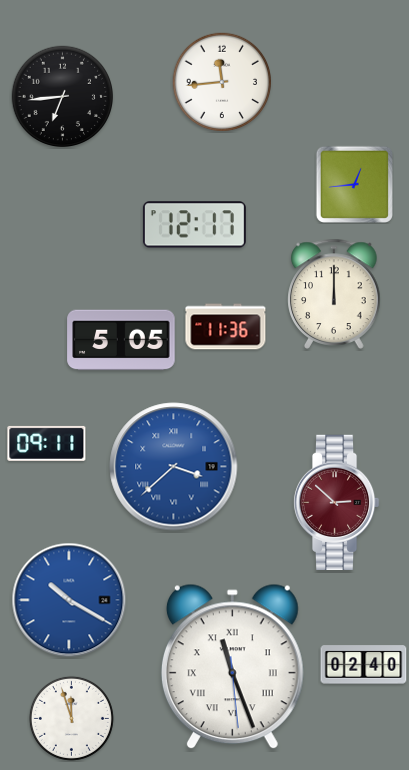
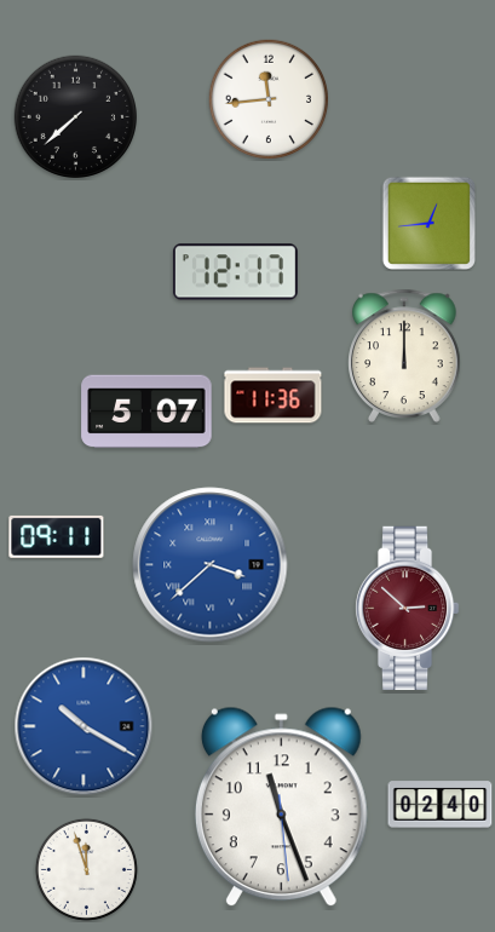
clock at (63, 97): 6:44 -> 7:38
clock at (121, 340): 5:05 -> 5:07
clock at (232, 667) numerals: Roman -> Arabic
